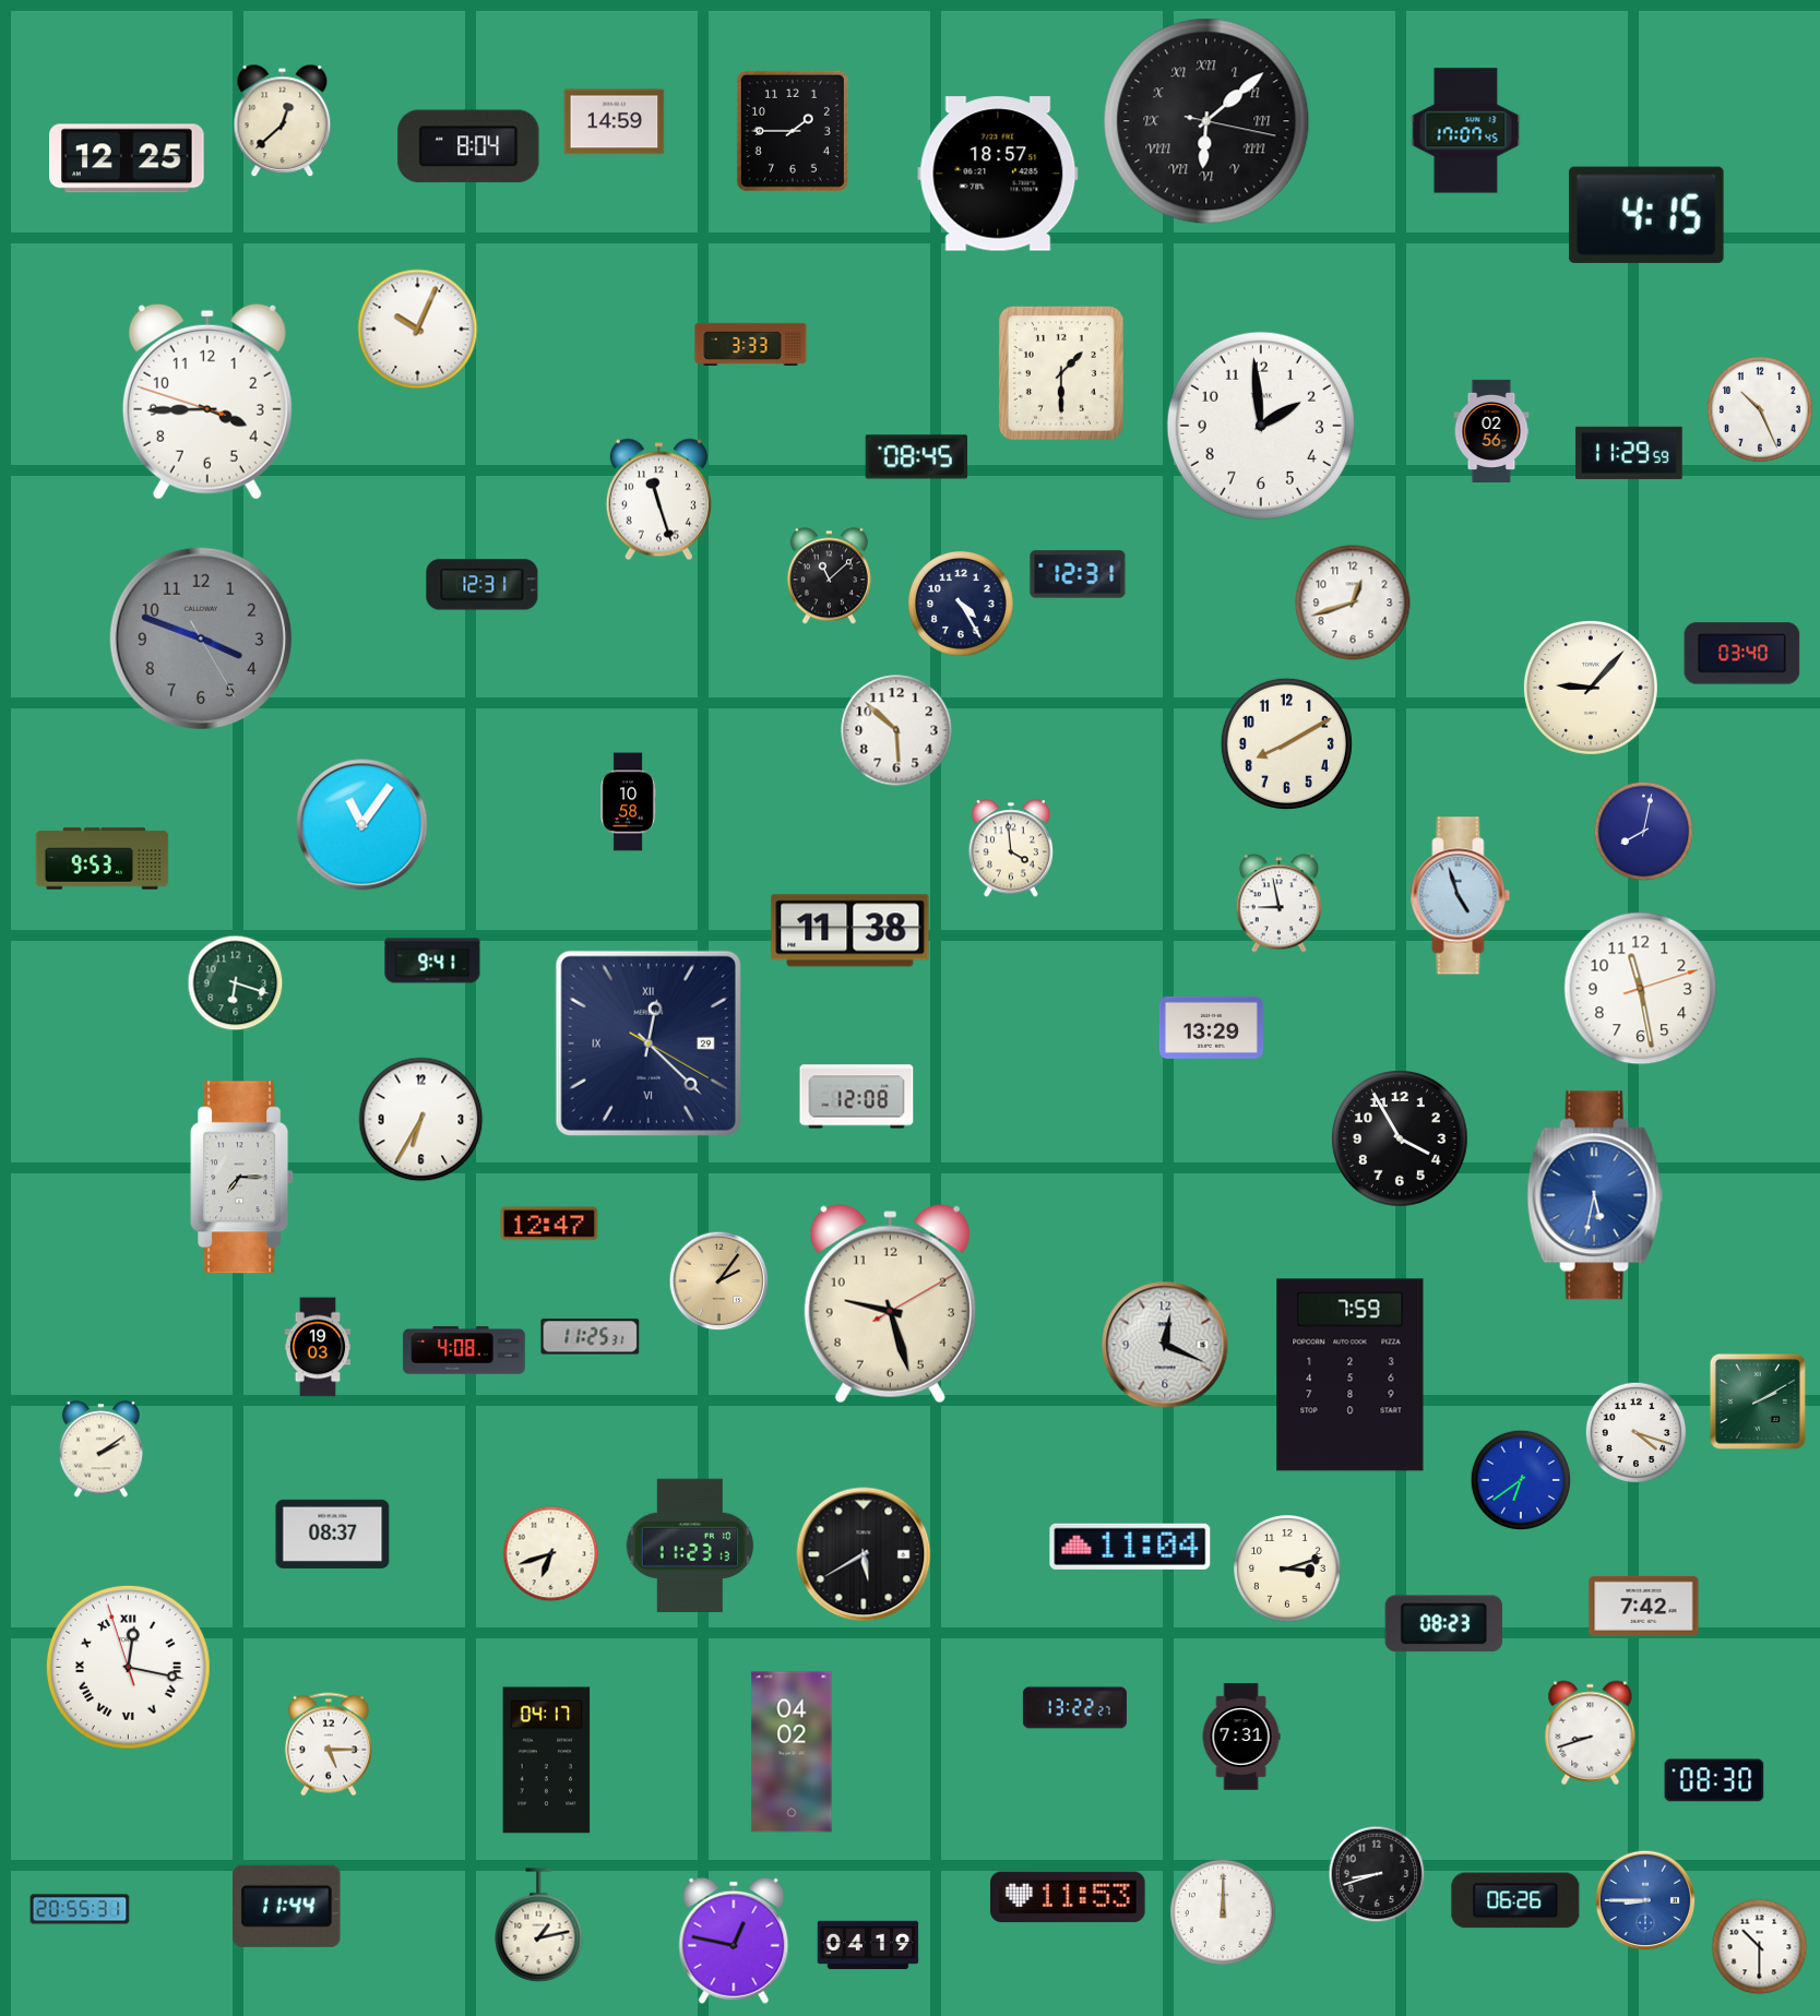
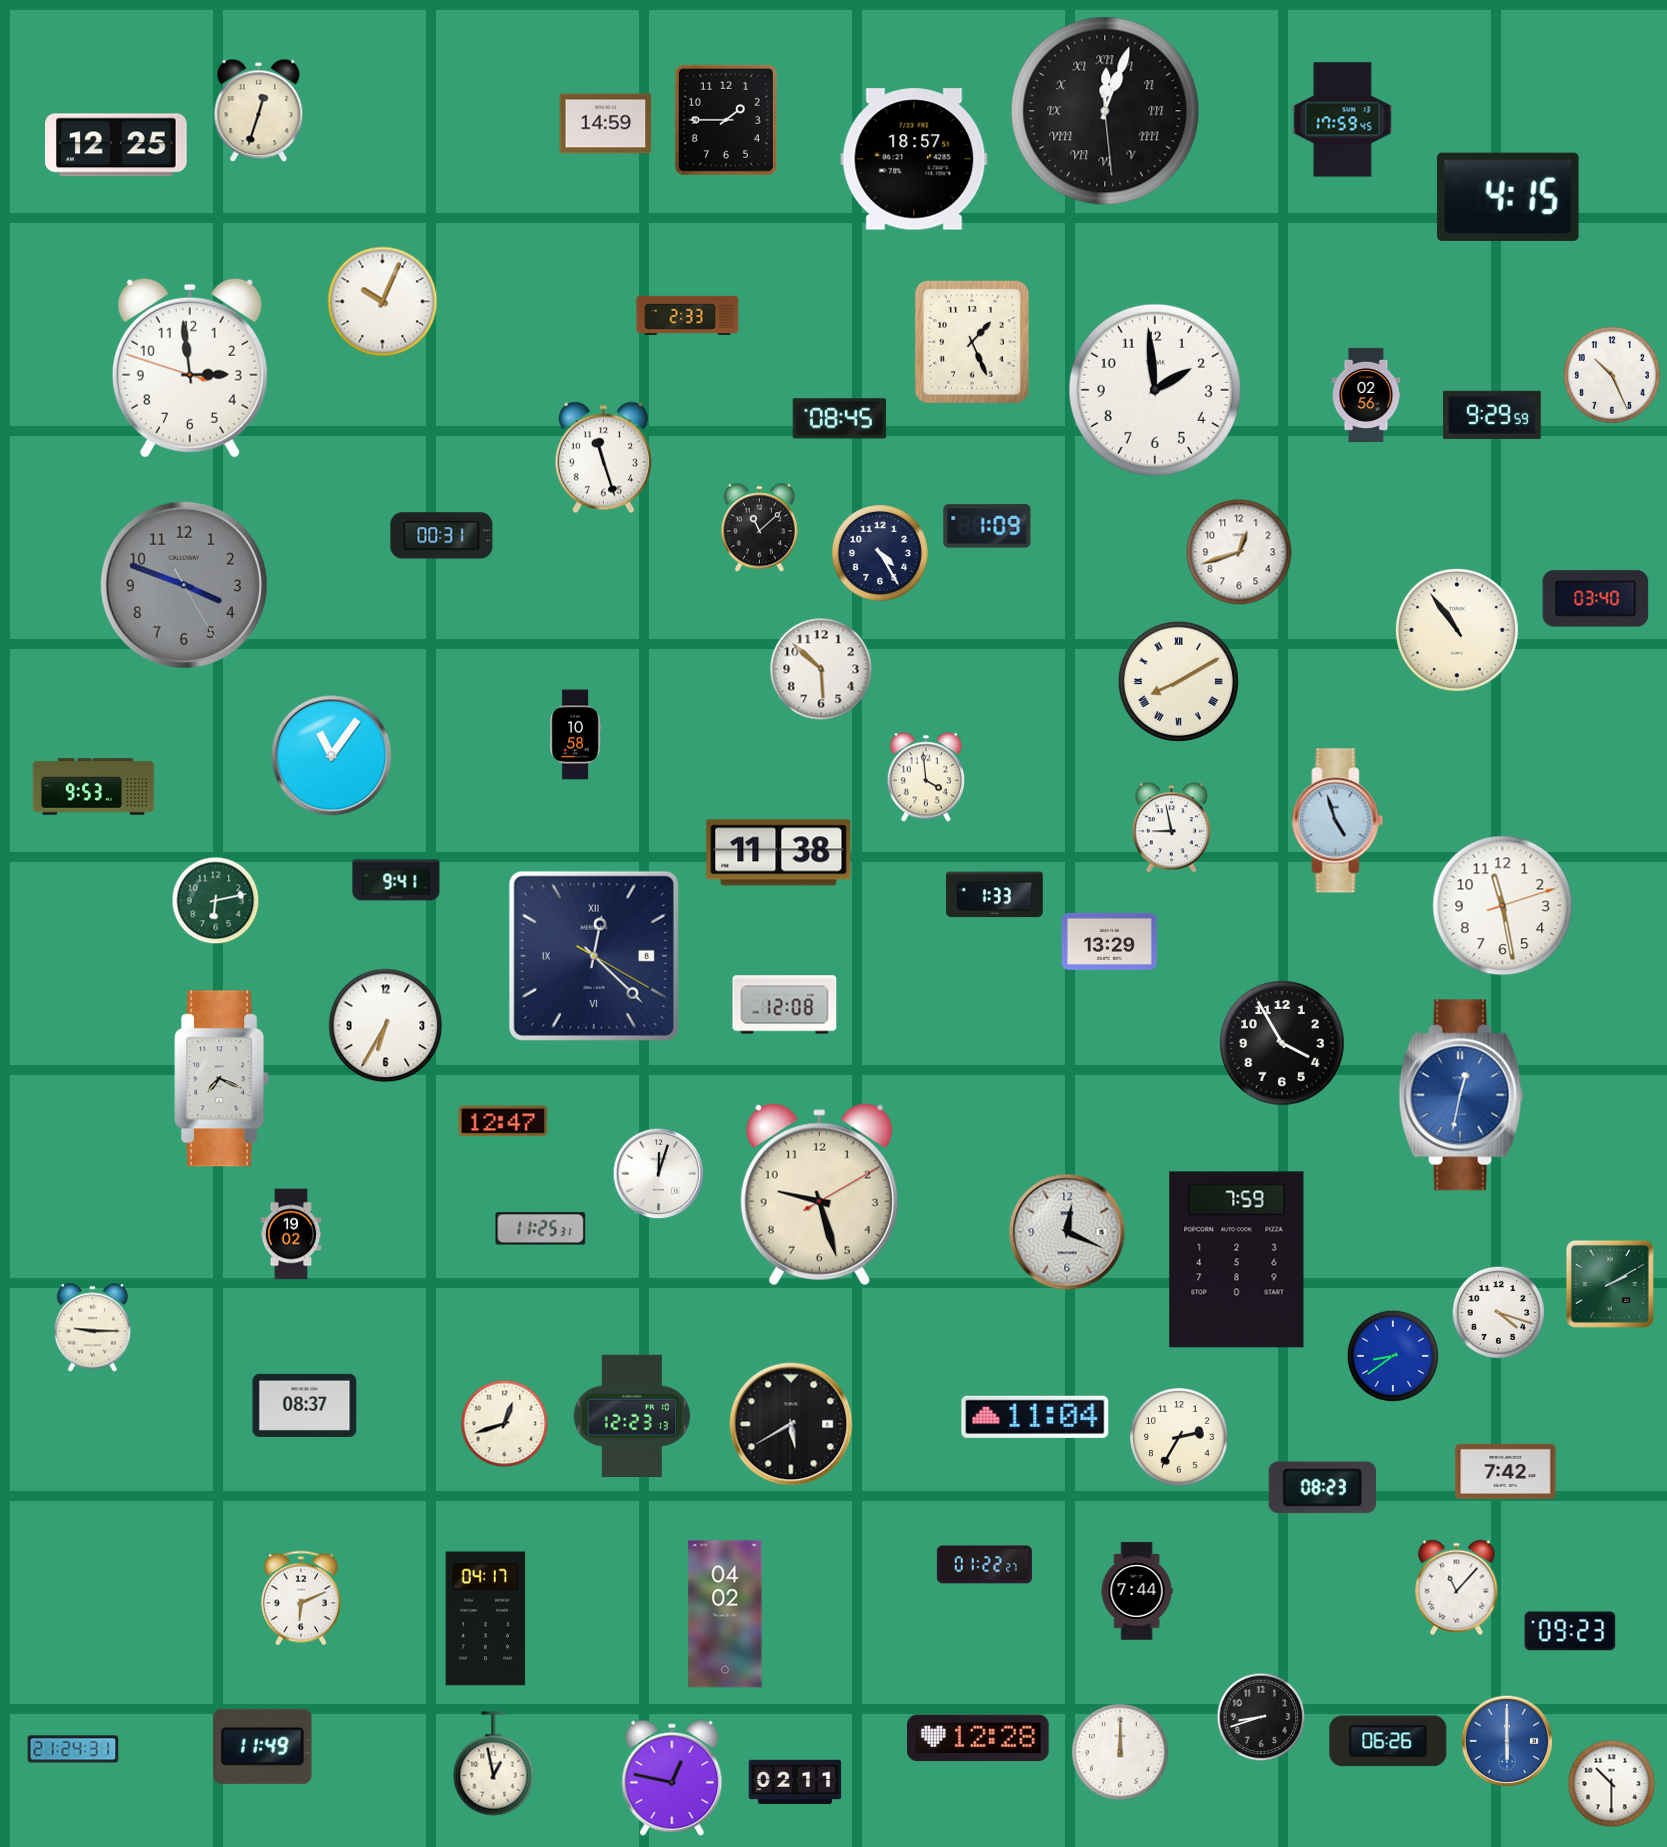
clock at (283, 121): 12:38 -> 12:33
clock at (1206, 121): 6:08 -> 12:03
clock at (615, 122) position: (615, 122) -> (606, 124)
clock at (1466, 131): 17:07 -> 17:59
clock at (468, 146): 8:04 -> none
clock at (751, 344): 3:33 -> 2:33
clock at (1061, 373): 1:30 -> 1:26
clock at (207, 402): 3:44 -> 2:58
clock at (1629, 453): 11:29 -> 9:29
clock at (1078, 574): 12:31 -> 1:09
clock at (483, 585): 12:31 -> 00:31
clock at (1591, 688): 9:07 -> 10:54
clock at (1286, 743) numerals: Arabic -> Roman
clock at (1644, 832): 8:02 -> none
clock at (995, 895): none -> 1:33
clock at (236, 983): 6:18 -> 6:13
clock at (649, 1043) date: 29 -> 8
clock at (242, 1178): 7:15 -> 7:19
clock at (1595, 1195): 5:32 -> 12:32
clock at (719, 1281): 2:06 -> 12:03
clock at (719, 1281) dial: champagne -> white
clock at (890, 1304) position: (890, 1304) -> (819, 1195)
clock at (591, 1337) position: (591, 1337) -> (541, 1229)
clock at (318, 1347): 19:03 -> 19:02
clock at (464, 1350): 4:08 -> none
clock at (100, 1450): 2:09 -> 9:15
clock at (1521, 1480): 6:39 -> 8:39
clock at (690, 1544): 11:23 -> 12:23
clock at (551, 1554): 6:42 -> 12:42
clock at (1287, 1568): 3:12 -> 2:35
clock at (128, 1667): 12:16 -> none
clock at (1074, 1708): 13:22 -> 01:22
clock at (1591, 1733): 8:42 -> 11:07
clock at (1241, 1737): 7:31 -> 7:44
clock at (329, 1744): 5:15 -> 6:11
clock at (792, 1752) position: (792, 1752) -> (725, 1614)
clock at (547, 1761) position: (547, 1761) -> (486, 1619)
clock at (1714, 1780): 08:30 -> 09:23
clock at (1068, 1897): 11:53 -> 12:28
clock at (1645, 1900): 8:45 -> 6:00
clock at (287, 1906): 11:44 -> 11:49
clock at (80, 1909): 20:55 -> 21:24
clock at (539, 1925): 1:13 -> 12:58
clock at (868, 1945): 04:19 -> 02:11
